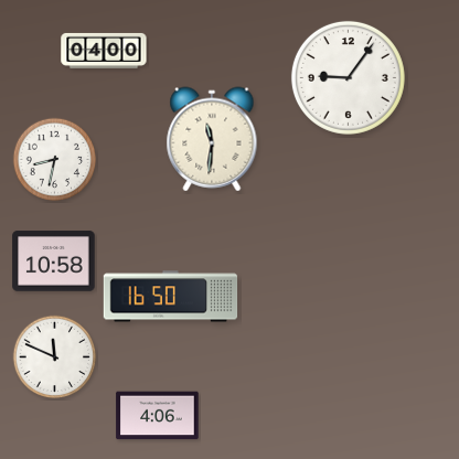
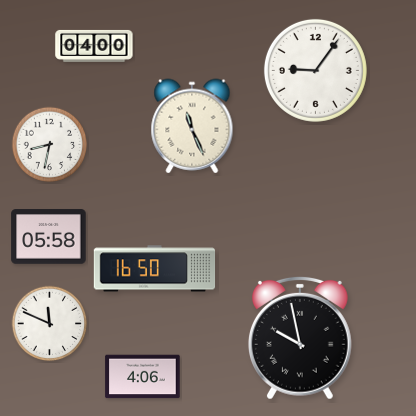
clock at (212, 139): 11:31 -> 11:26
clock at (54, 261): 10:58 -> 05:58
clock at (300, 338): none -> 9:58
